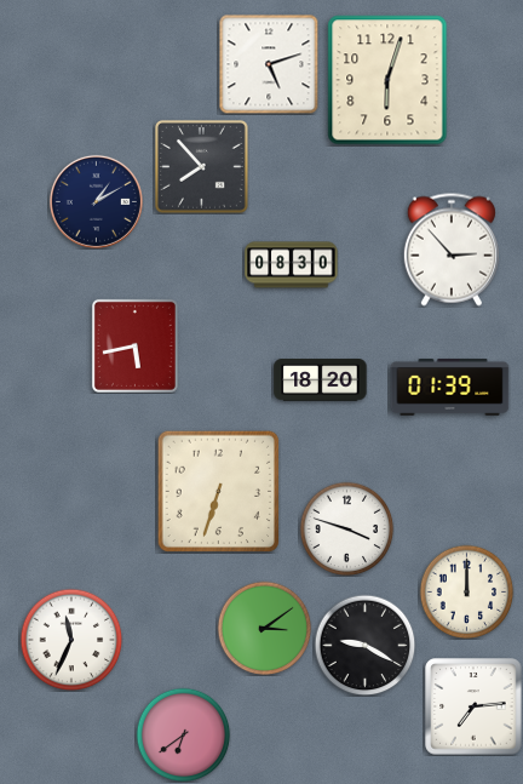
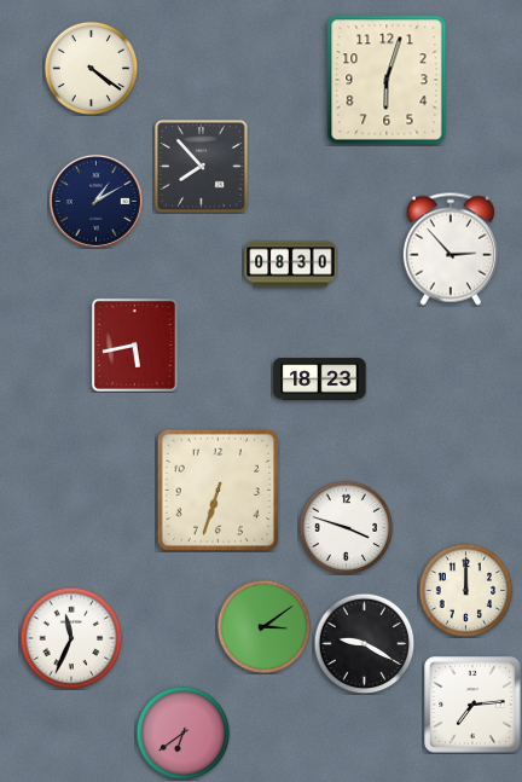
clock at (269, 64): 5:12 -> none
clock at (91, 68): none -> 4:21
clock at (321, 380): 18:20 -> 18:23
clock at (450, 387): 01:39 -> none
